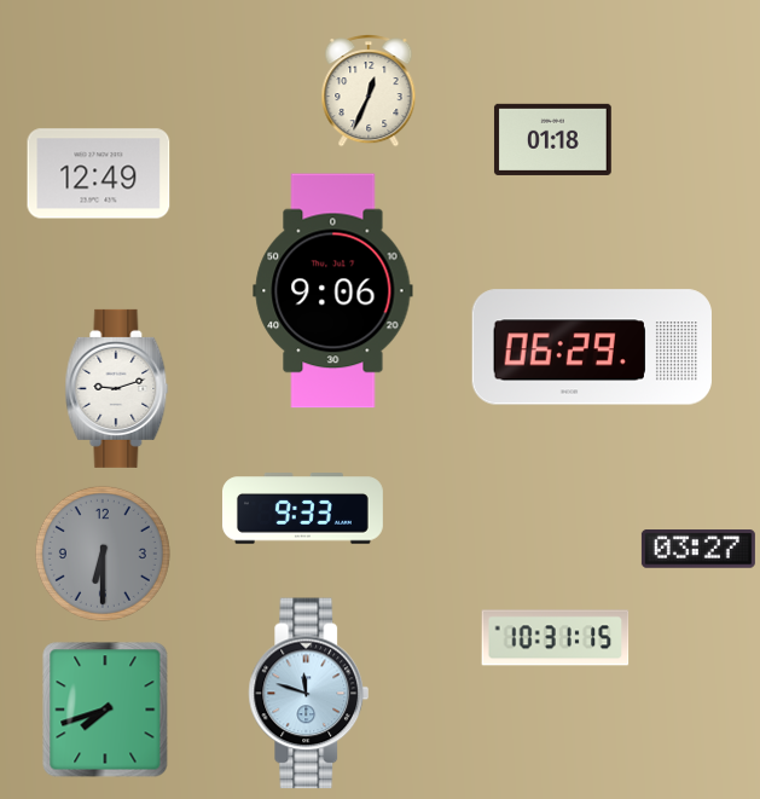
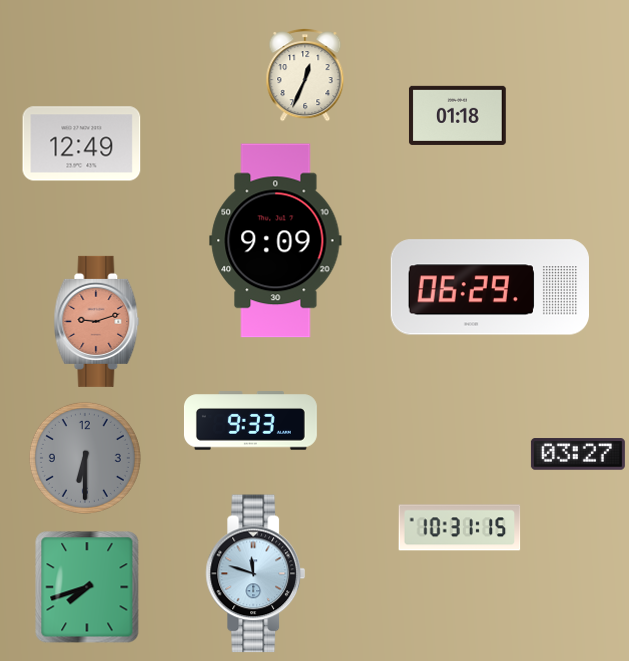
clock at (333, 291): 9:06 -> 9:09
clock at (117, 388) dial: white -> salmon
